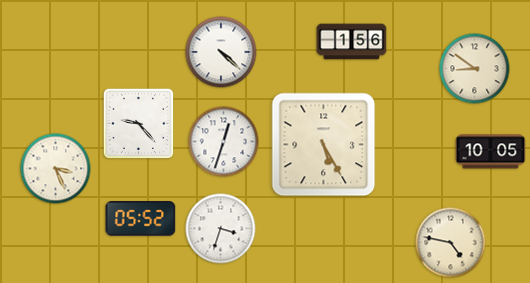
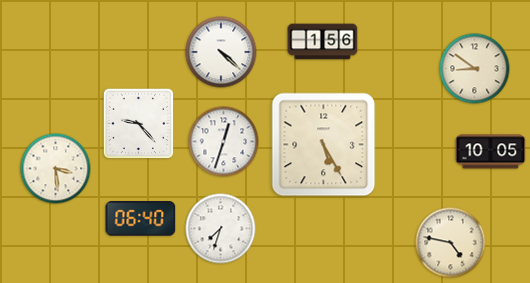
clock at (352, 42) position: (352, 42) -> (323, 42)
clock at (56, 169): 3:26 -> 3:29
clock at (141, 219): 05:52 -> 06:40
clock at (221, 229): 3:33 -> 7:33
